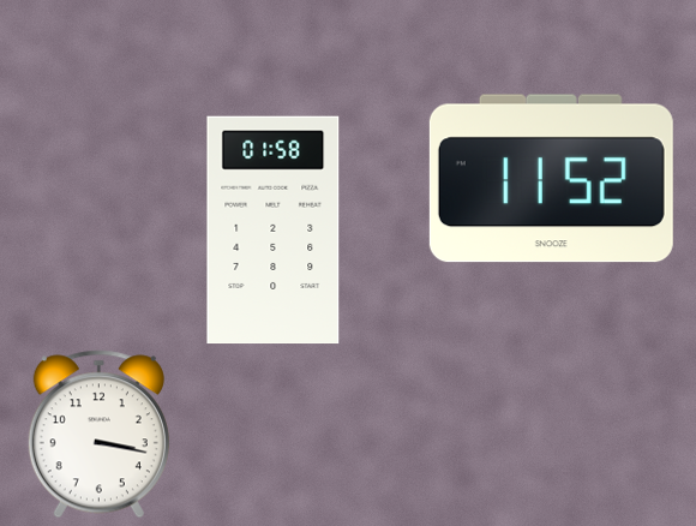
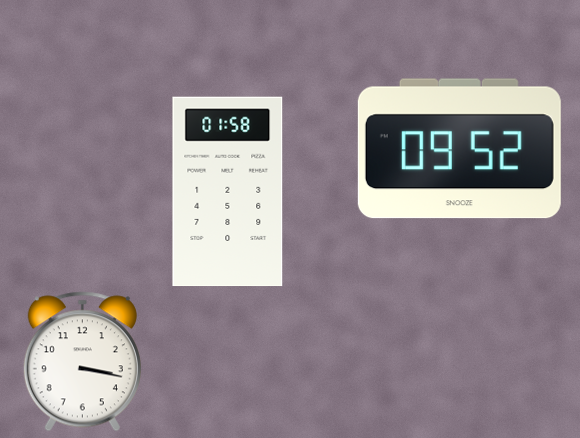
clock at (551, 179): 11:52 -> 09:52
